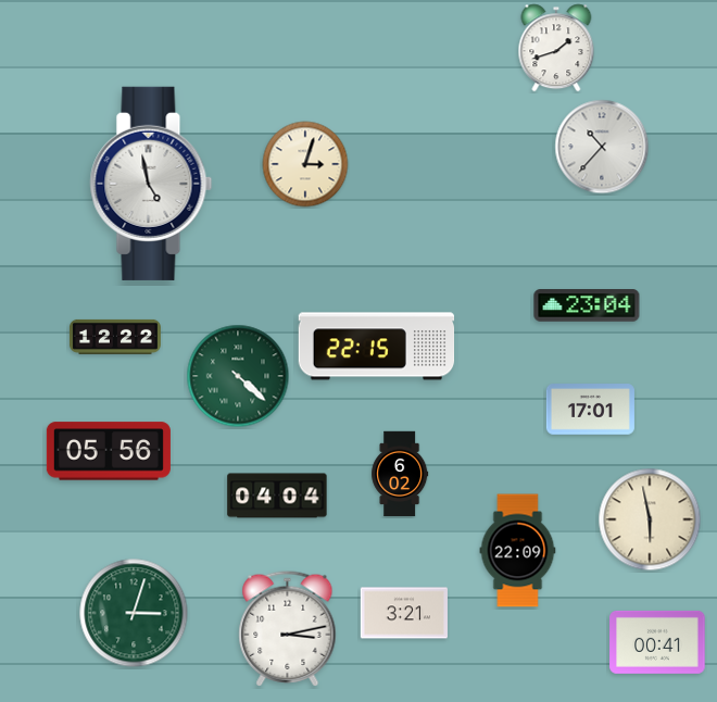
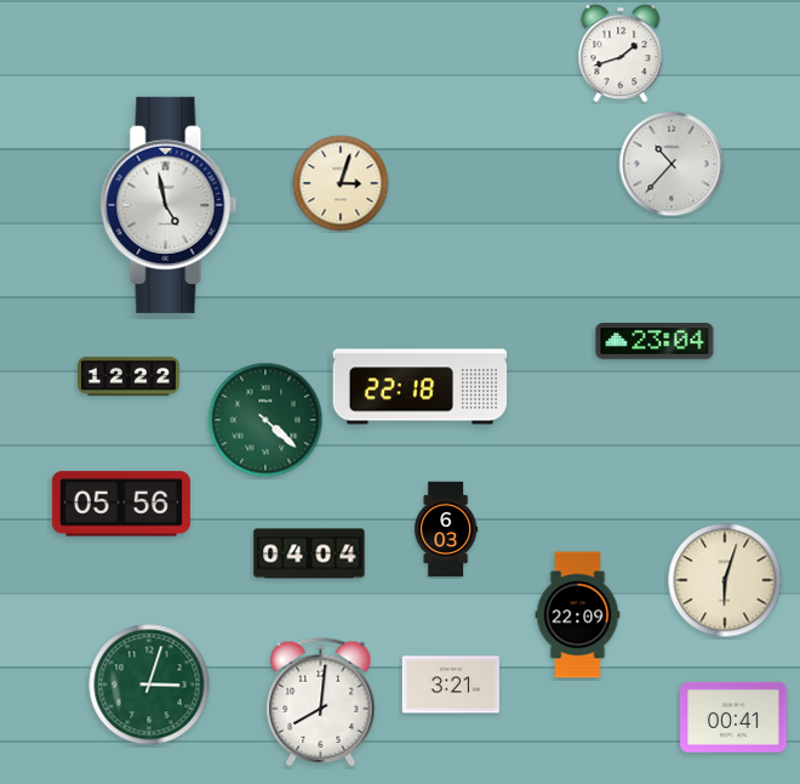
clock at (377, 347): 22:15 -> 22:18
clock at (590, 410): 17:01 -> none
clock at (400, 474): 6:02 -> 6:03
clock at (650, 519): 5:58 -> 6:03
clock at (288, 629): 3:13 -> 8:01
